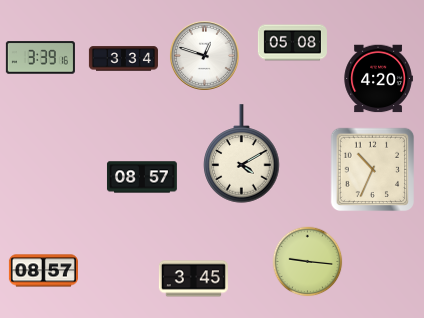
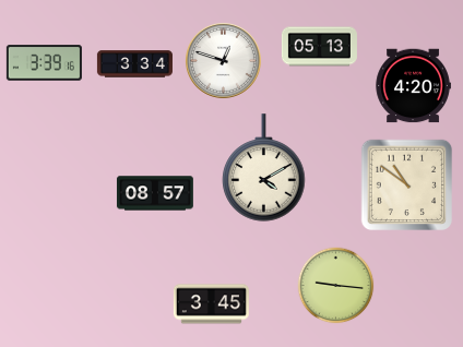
clock at (292, 43): 05:08 -> 05:13
clock at (373, 170): 10:34 -> 10:51
clock at (43, 271): 08:57 -> none
